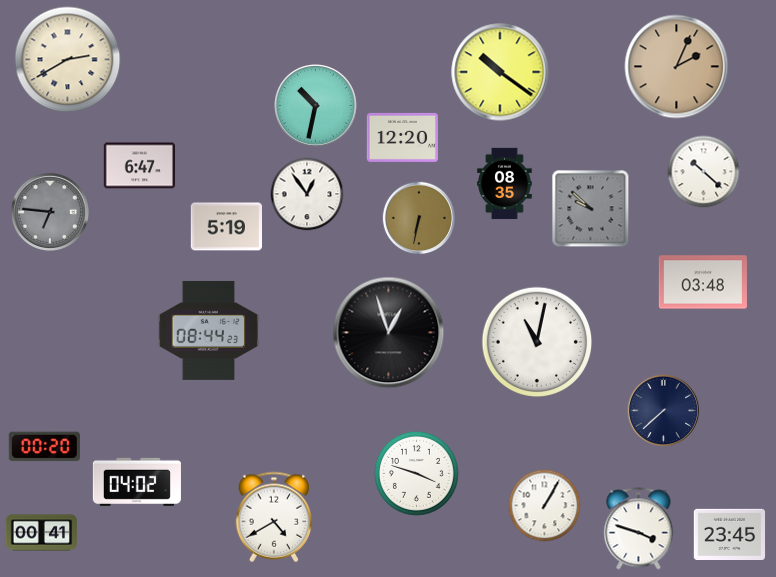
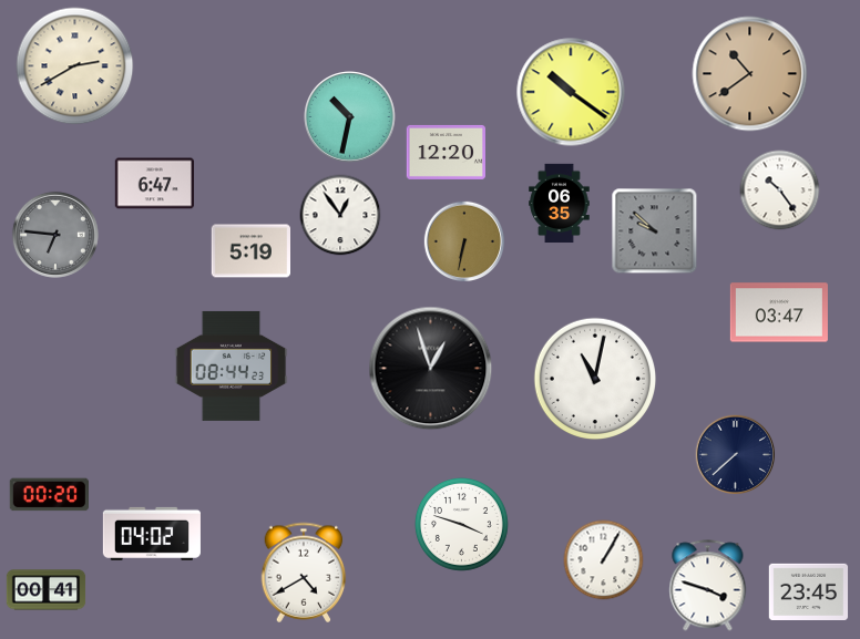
clock at (677, 67): 2:04 -> 10:39
clock at (500, 72) position: (500, 72) -> (571, 92)
clock at (704, 172): 10:22 -> 10:24
clock at (505, 184): 08:35 -> 06:35
clock at (703, 282): 03:48 -> 03:47
